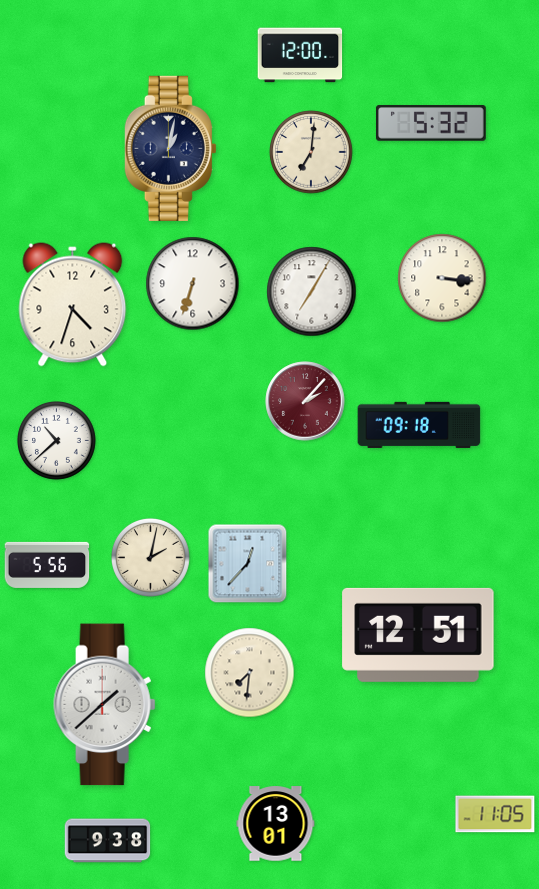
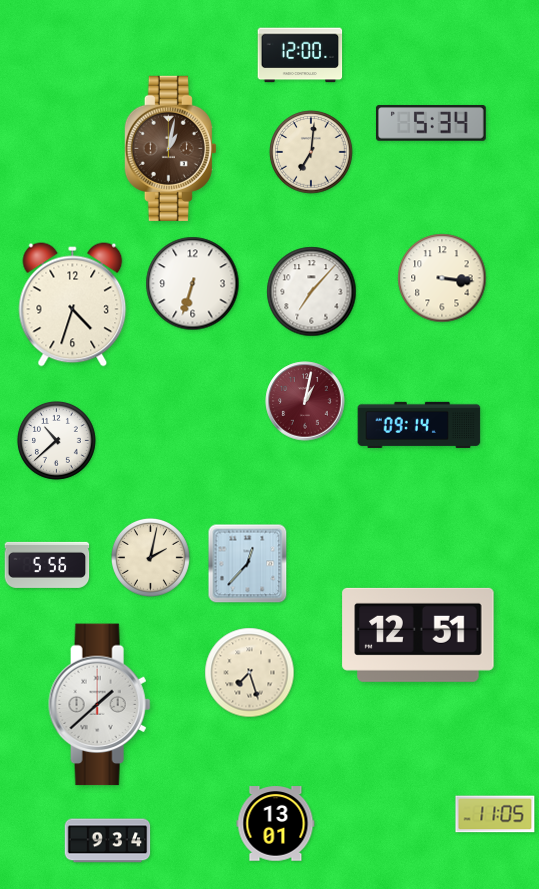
clock at (432, 123): 5:32 -> 5:34
clock at (170, 148) dial: navy -> brown
clock at (312, 292): 7:05 -> 7:07
clock at (305, 401): 2:07 -> 1:02
clock at (419, 425): 09:18 -> 09:14
clock at (250, 673): 7:31 -> 7:27
clock at (105, 705) position: (105, 705) -> (100, 705)
clock at (108, 841): 9:38 -> 9:34
